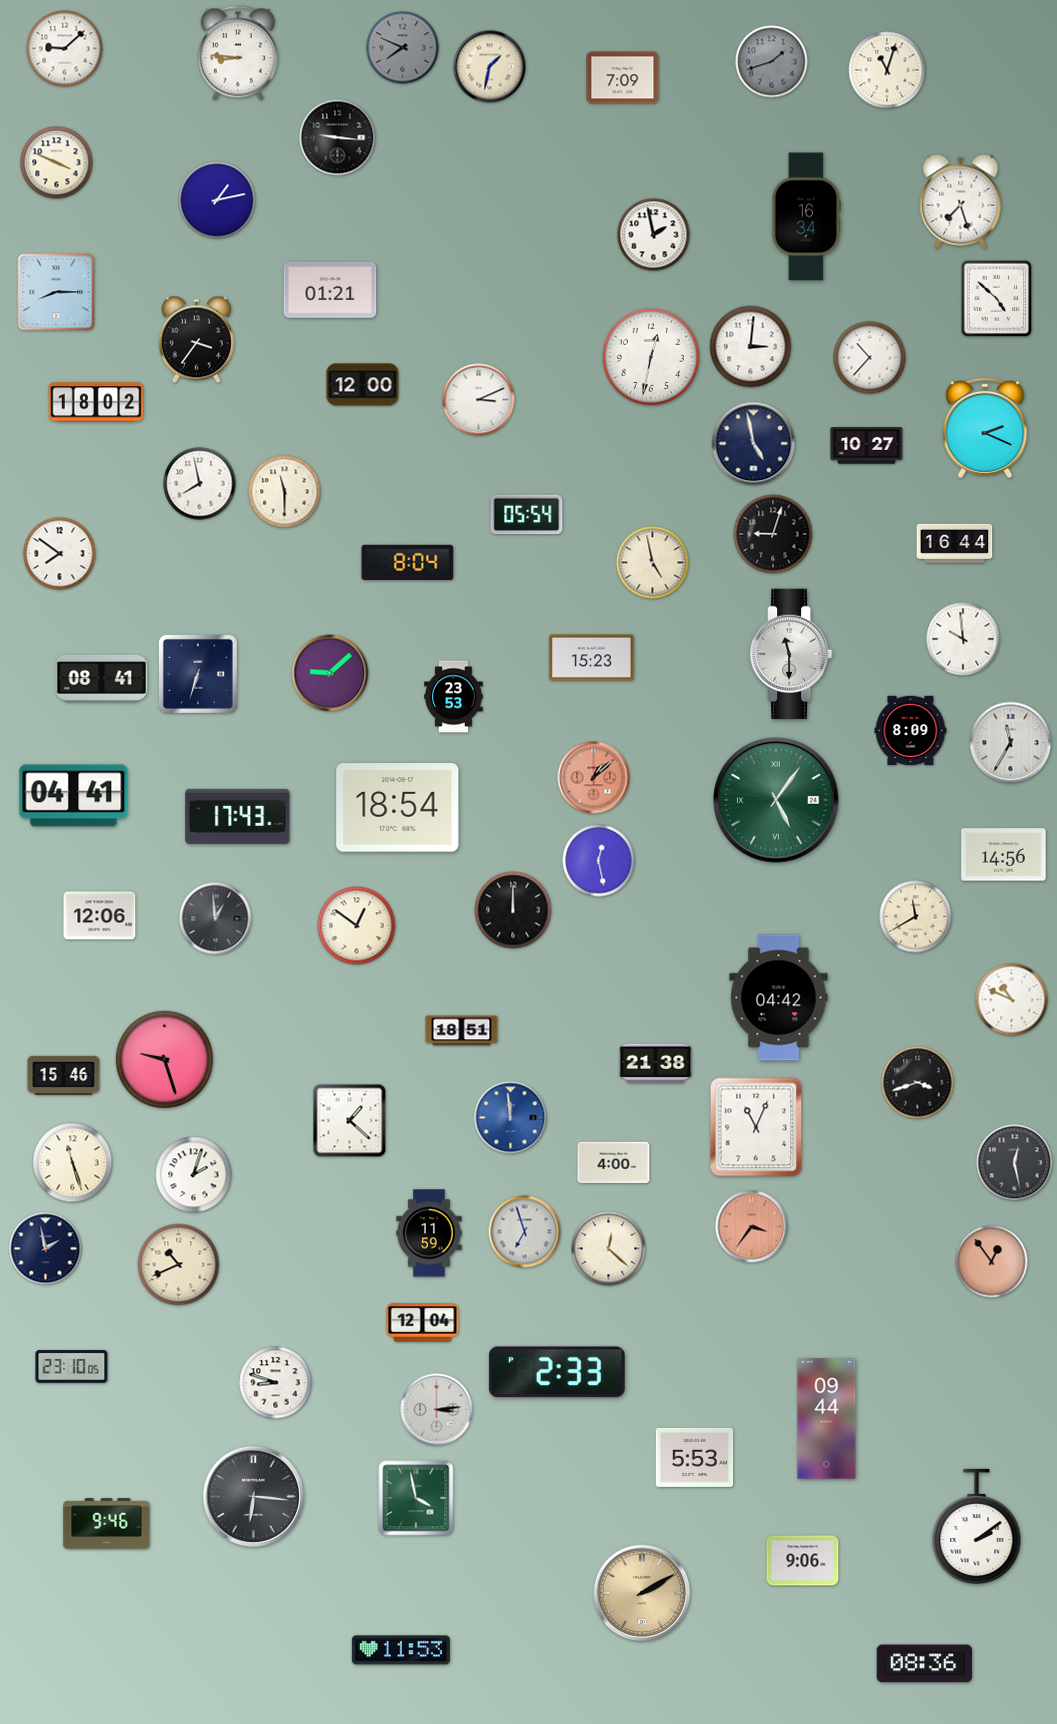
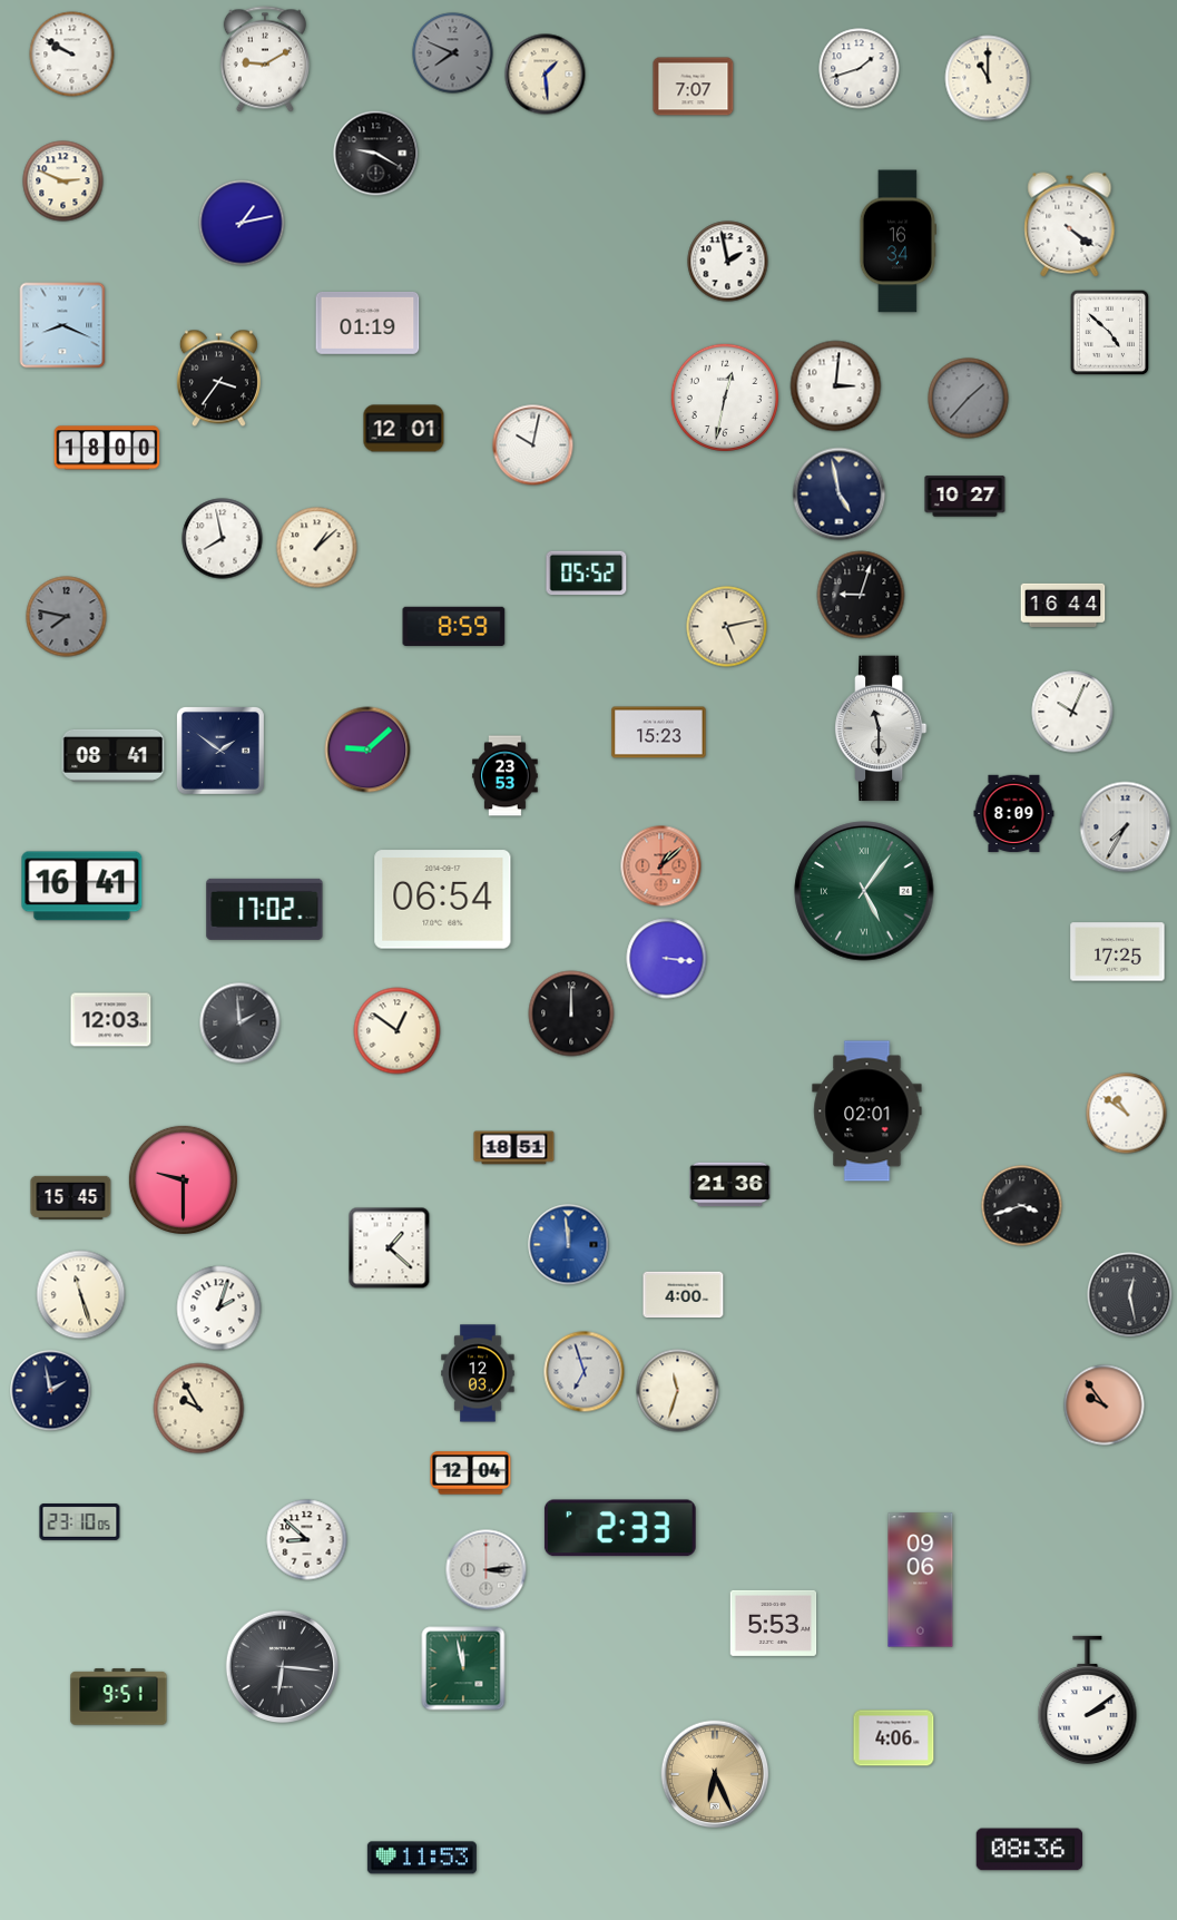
clock at (403, 48) position: (403, 48) -> (453, 53)
clock at (65, 49): 9:08 -> 9:50
clock at (238, 53): 8:46 -> 9:10
clock at (772, 62) dial: grey -> white
clock at (490, 67): 1:32 -> 1:29
clock at (887, 70): 11:03 -> 11:00
clock at (623, 78): 7:09 -> 7:07
clock at (338, 138): 9:16 -> 9:20
clock at (57, 163): 3:49 -> 2:49
clock at (961, 202): 7:27 -> 4:21
clock at (330, 290): 01:21 -> 01:19
clock at (56, 292): 8:15 -> 8:19
clock at (870, 358): 10:37 -> 1:37
clock at (870, 358) dial: white -> grey
clock at (363, 385): 12:00 -> 12:01
clock at (479, 400): 3:11 -> 10:02
clock at (96, 402): 18:02 -> 18:00
clock at (985, 428): 2:19 -> none
clock at (285, 492): 11:30 -> 1:08
clock at (527, 515): 05:54 -> 05:52
clock at (60, 554): 7:51 -> 7:47
clock at (60, 554) dial: white -> grey
clock at (408, 562): 8:04 -> 8:59
clock at (653, 563): 4:58 -> 5:13
clock at (963, 639): 9:59 -> 10:04
clock at (198, 674): 6:33 -> 1:51
clock at (1011, 743): 11:35 -> 7:35
clock at (74, 796): 04:41 -> 16:41
clock at (398, 808): 18:54 -> 06:54
clock at (238, 816): 17:43 -> 17:02
clock at (1004, 855): 14:56 -> 17:25
clock at (599, 861): 12:28 -> 3:16
clock at (100, 916): 12:06 -> 12:03
clock at (916, 917): 11:40 -> none
clock at (216, 919): 12:59 -> 1:59
clock at (779, 998): 04:42 -> 02:01
clock at (1012, 1000): 10:49 -> 10:51
clock at (164, 1059): 9:27 -> 9:30
clock at (656, 1064): 21:38 -> 21:36
clock at (64, 1075): 15:46 -> 15:45
clock at (756, 1127): 11:04 -> none
clock at (194, 1175) position: (194, 1175) -> (219, 1309)
clock at (752, 1227): 3:36 -> none
clock at (429, 1233): 11:59 -> 12:03
clock at (609, 1249): 12:22 -> 11:33
clock at (992, 1262): 12:54 -> 9:54
clock at (179, 1265): 10:41 -> 9:55
clock at (276, 1383): 8:48 -> 8:52
clock at (827, 1419): 09:44 -> 09:06
clock at (416, 1498): 3:58 -> 11:58
clock at (107, 1524): 9:46 -> 9:51
clock at (803, 1561): 9:06 -> 4:06
clock at (642, 1593): 2:10 -> 6:26
clock at (401, 1650) position: (401, 1650) -> (422, 1858)
clock at (925, 1664) position: (925, 1664) -> (1030, 1850)
